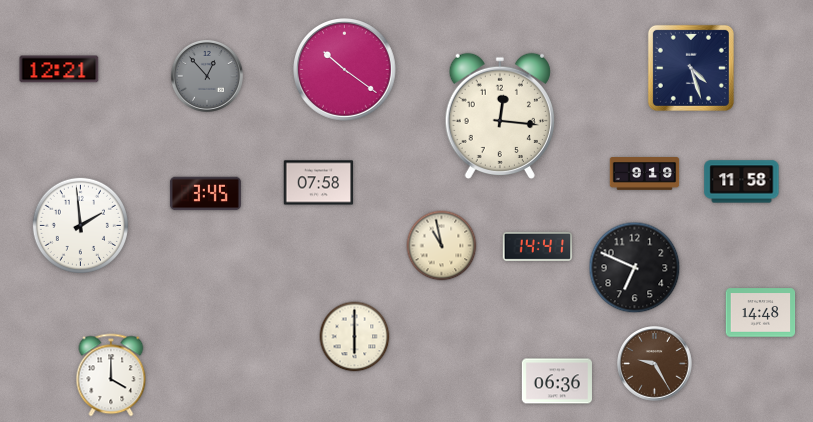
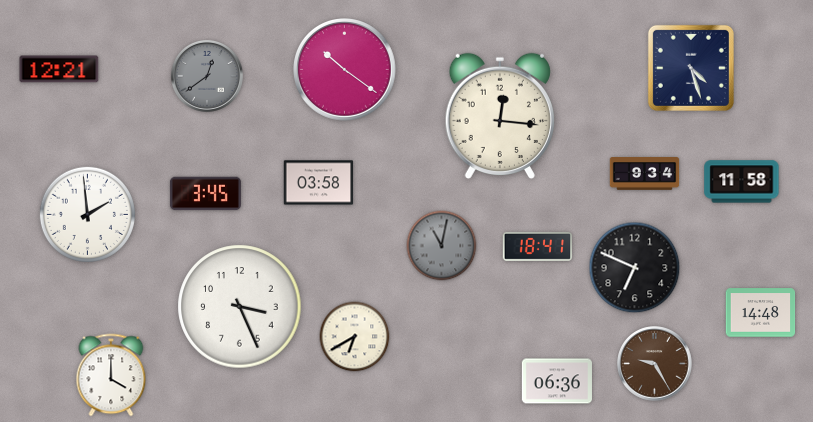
clock at (207, 76): 12:53 -> 12:39
clock at (645, 174): 9:19 -> 9:34
clock at (319, 183): 07:58 -> 03:58
clock at (80, 225) position: (80, 225) -> (87, 214)
clock at (442, 246): 10:58 -> 11:02
clock at (442, 246) dial: cream -> grey
clock at (538, 246): 14:41 -> 18:41
clock at (240, 307): none -> 3:26
clock at (355, 337): 6:00 -> 6:40
